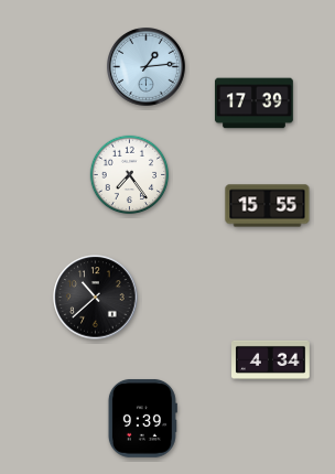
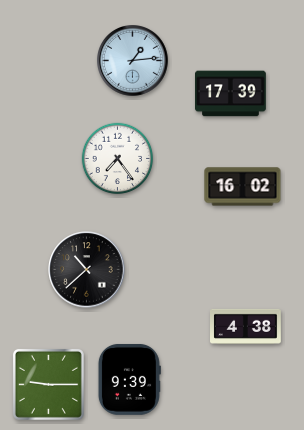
clock at (268, 206): 15:55 -> 16:02
clock at (271, 359): 4:34 -> 4:38
clock at (48, 384): none -> 9:15
